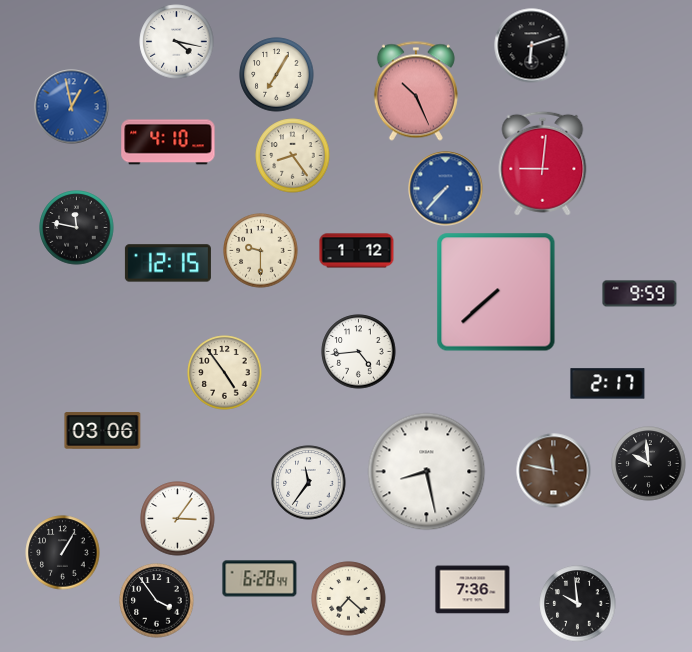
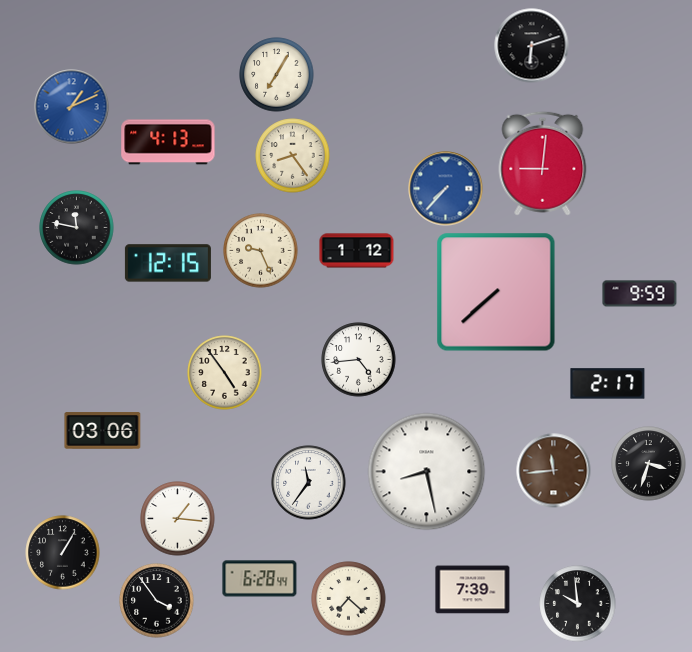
clock at (177, 42): 4:17 -> none
clock at (416, 91): 10:26 -> none
clock at (72, 107): 12:58 -> 1:11
clock at (168, 142): 4:10 -> 4:13
clock at (261, 251): 9:30 -> 9:26
clock at (359, 352) position: (359, 352) -> (359, 360)
clock at (649, 464): 9:59 -> 3:33
clock at (554, 471): 11:47 -> 11:44
clock at (178, 519): 3:06 -> 1:16
clock at (473, 590): 7:36 -> 7:39
